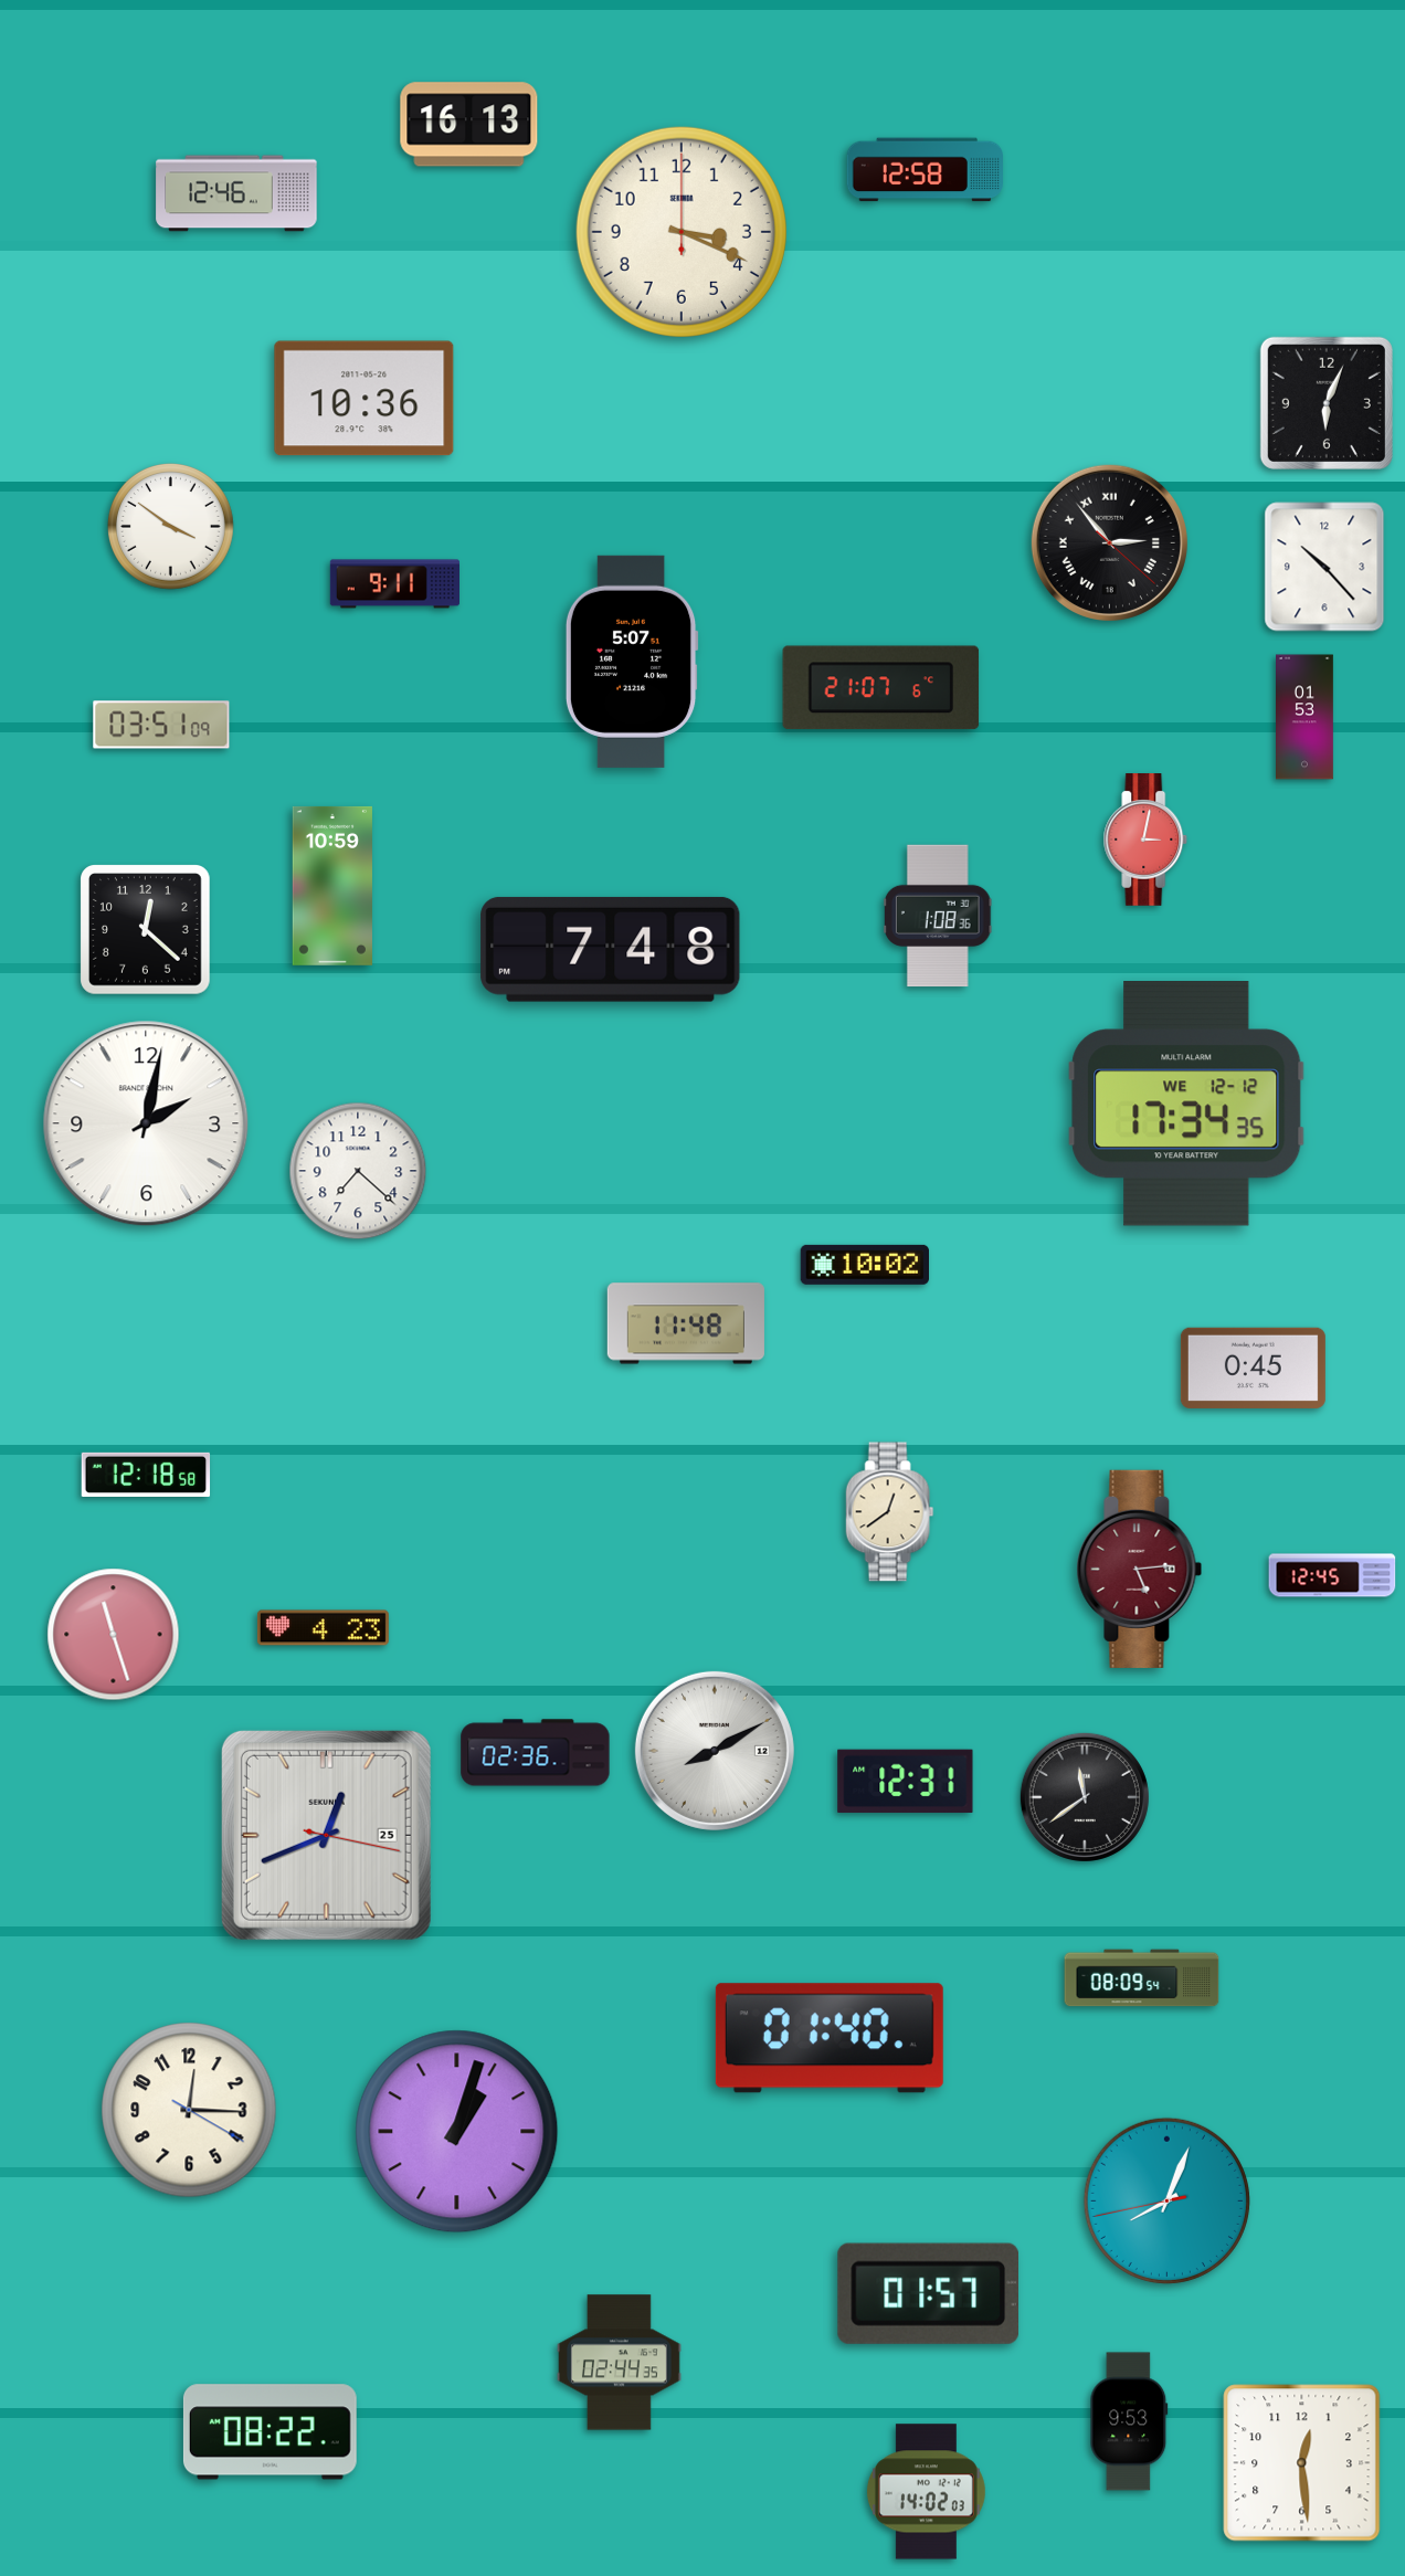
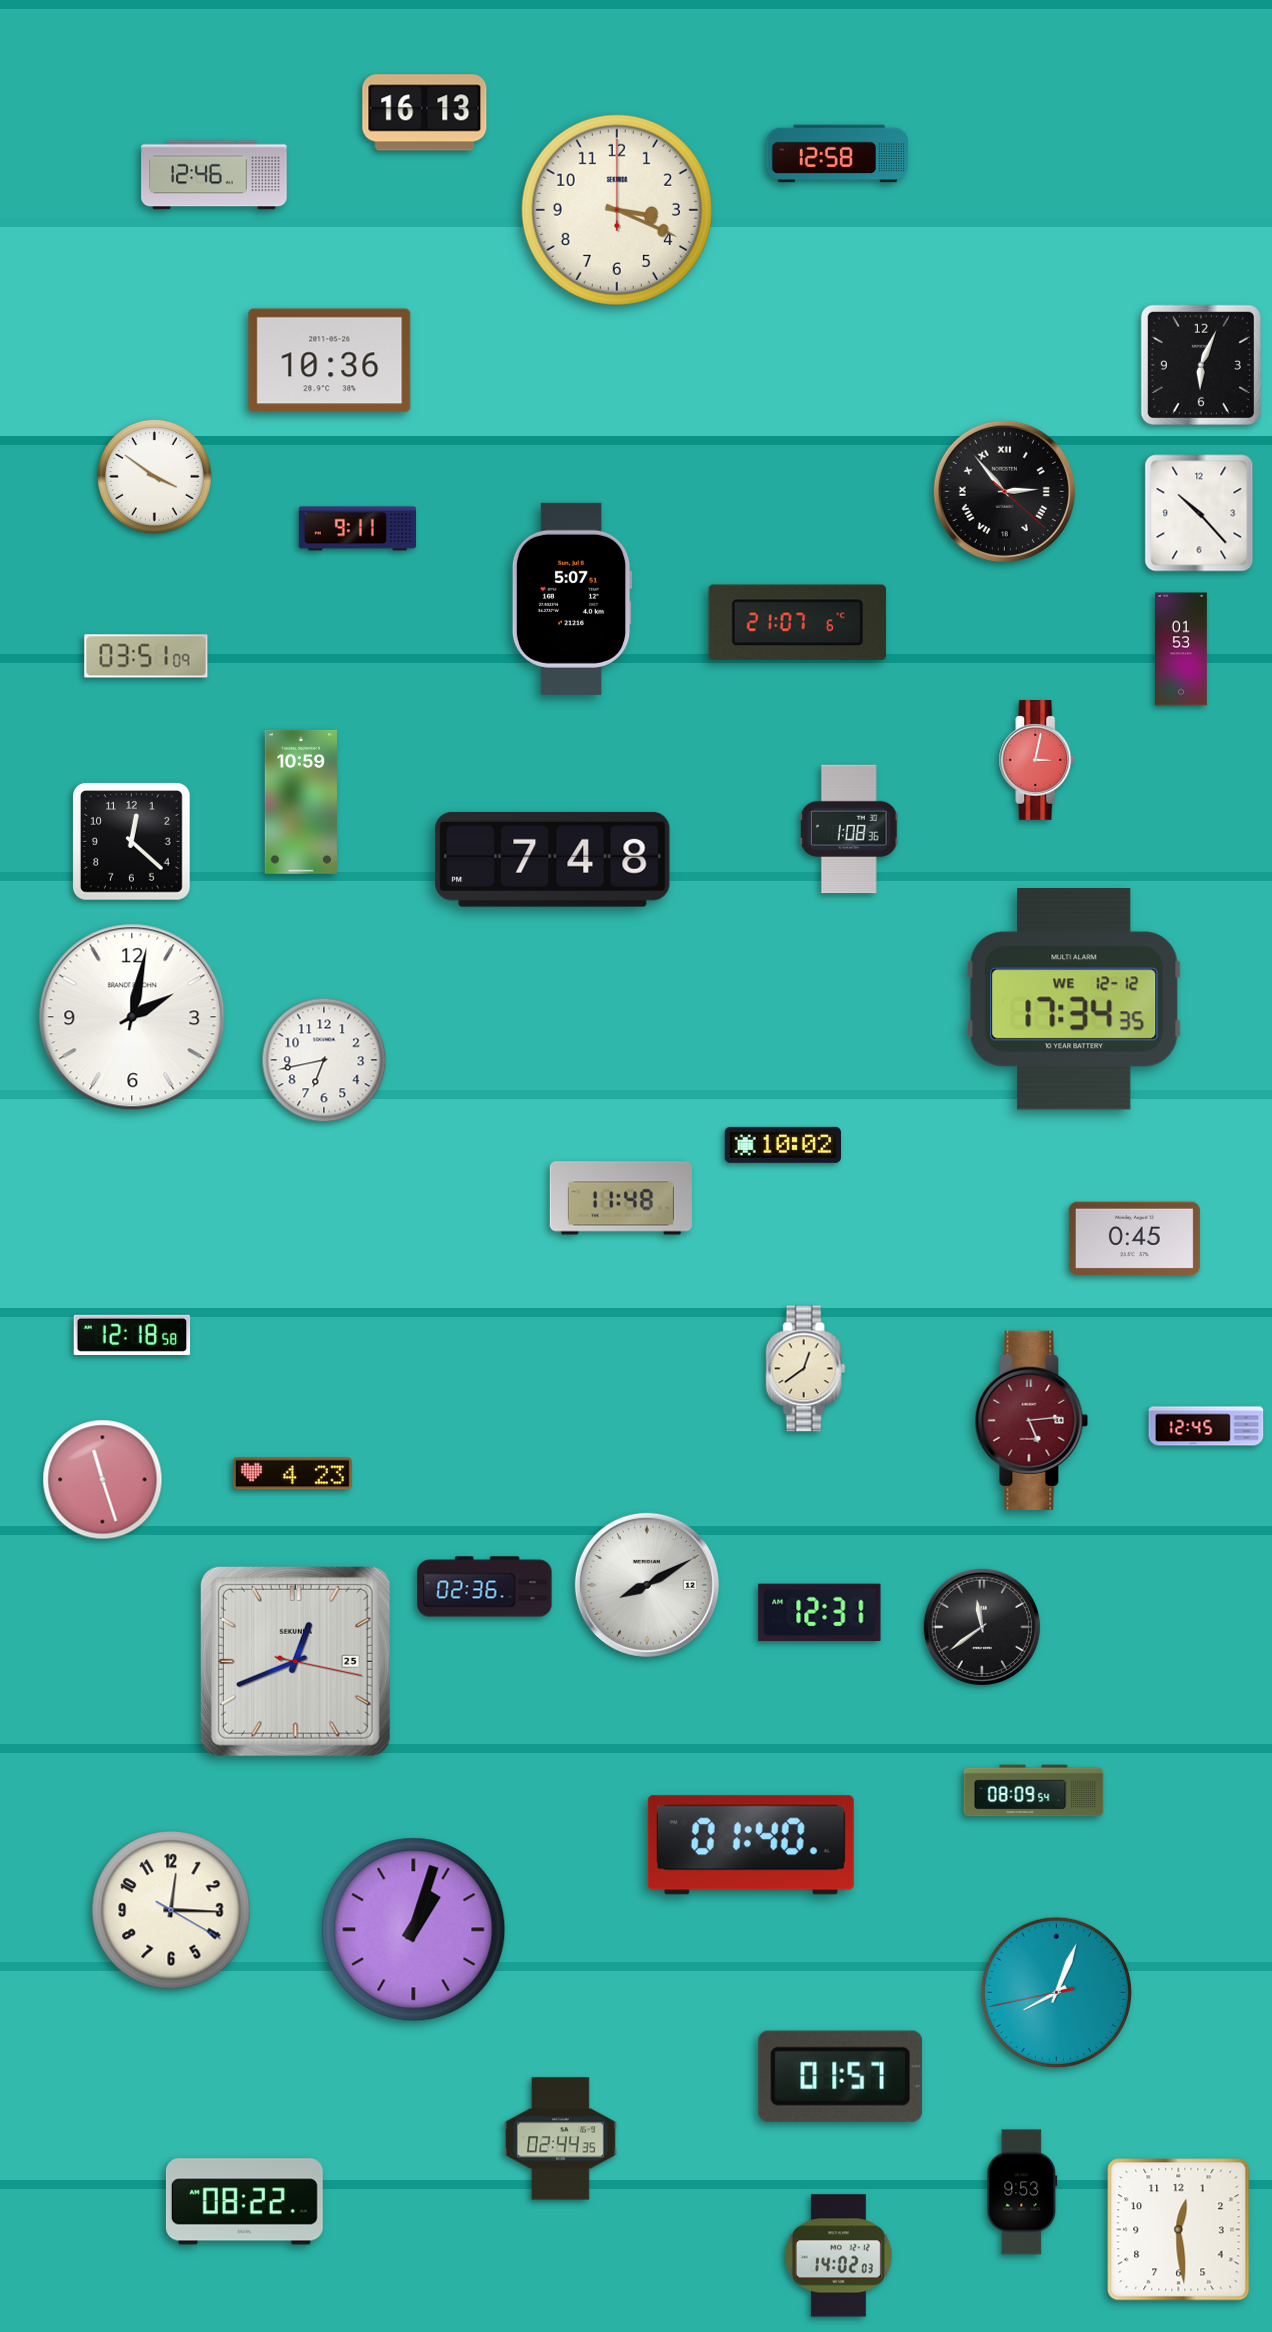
clock at (358, 1171): 7:22 -> 6:43
